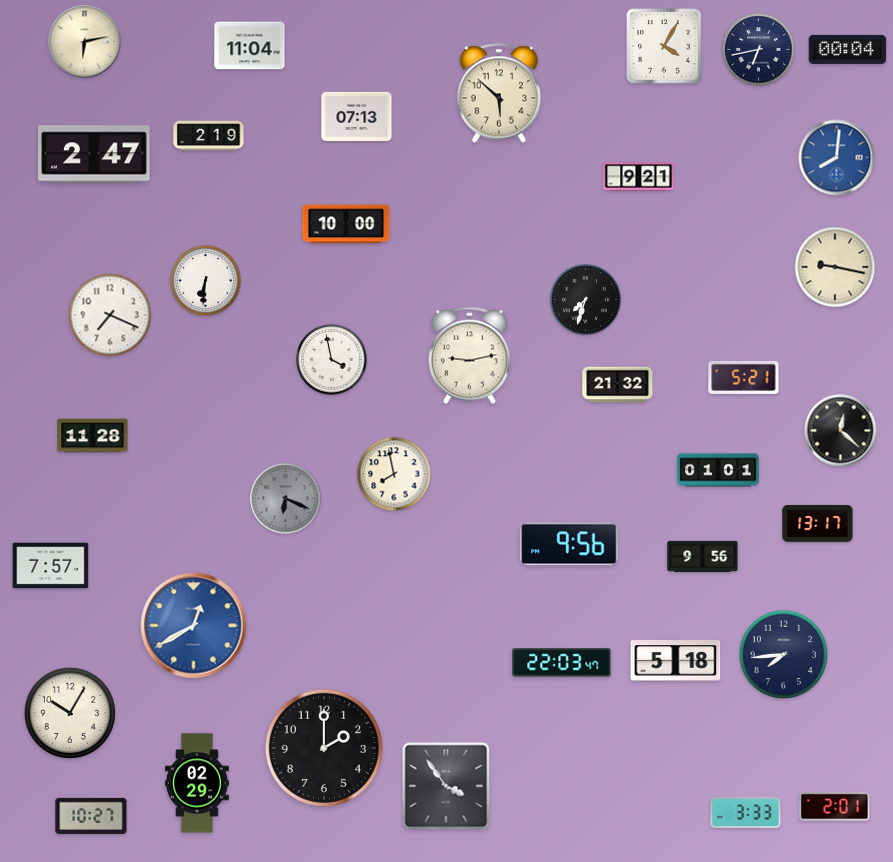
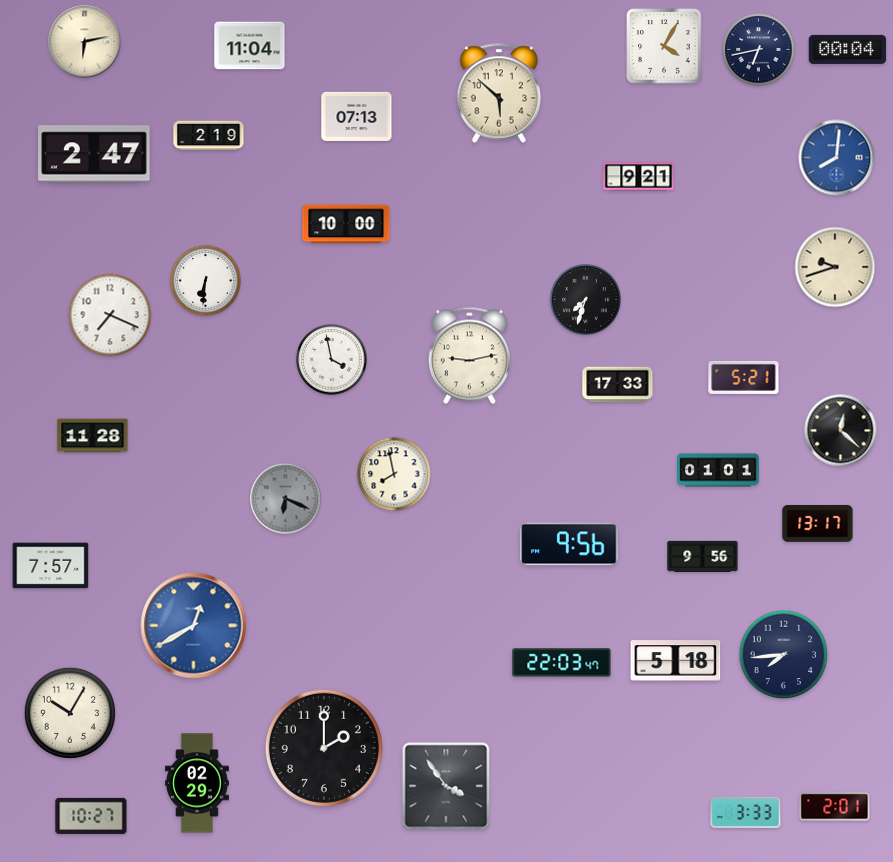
clock at (835, 267): 9:17 -> 9:42
clock at (618, 385): 21:32 -> 17:33
